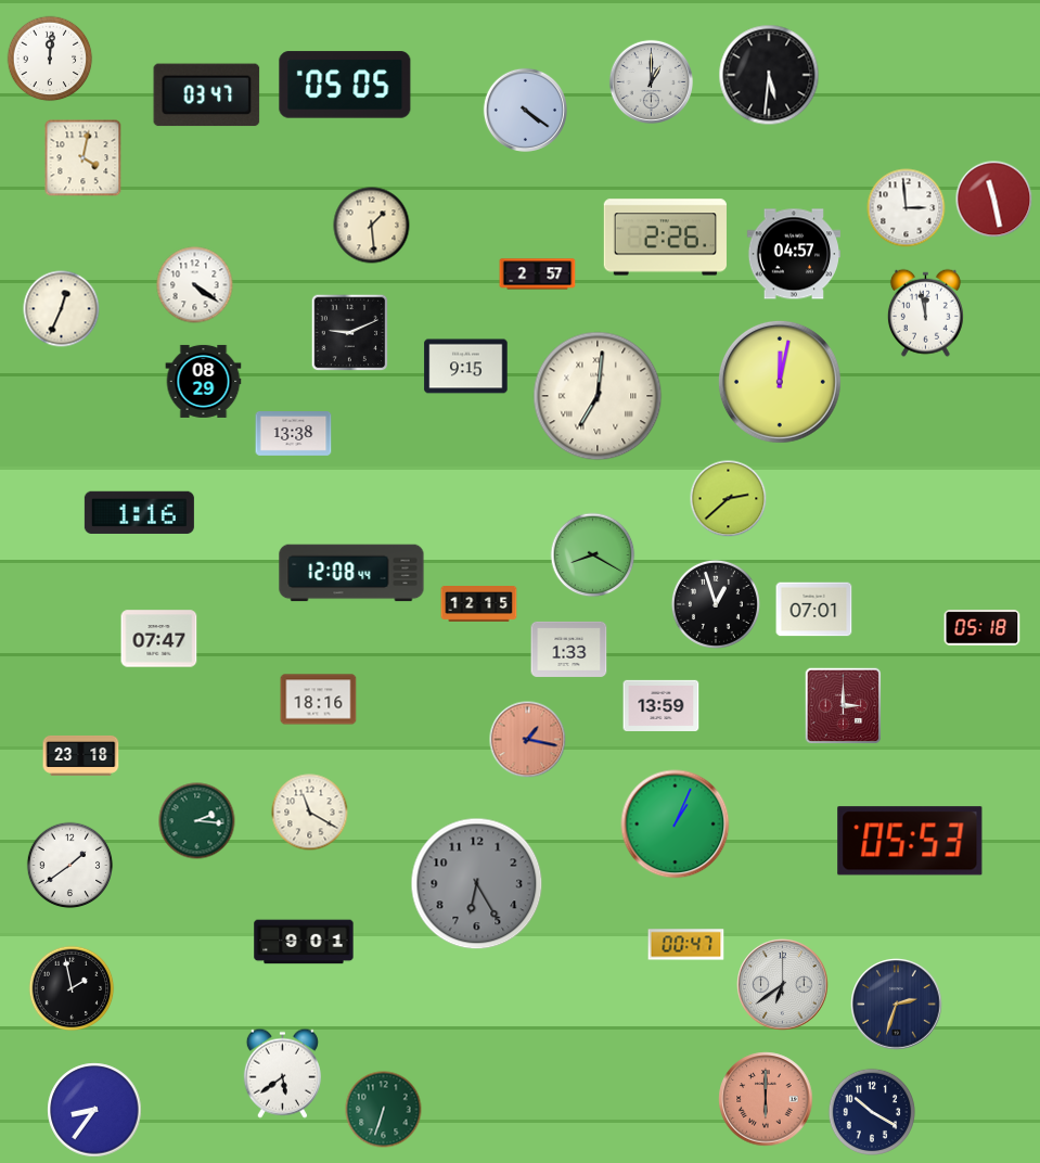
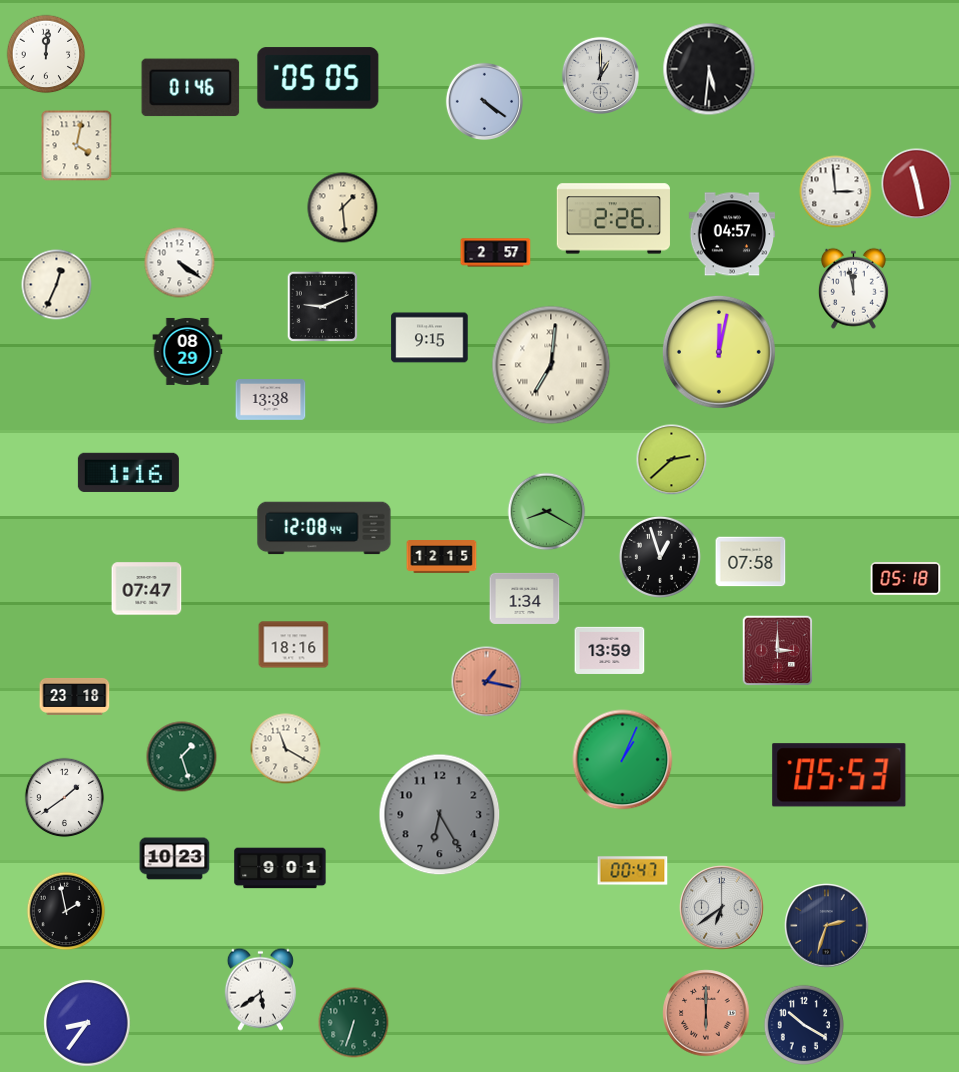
clock at (207, 95): 03:47 -> 01:46
clock at (814, 610): 07:01 -> 07:58
clock at (569, 649): 1:33 -> 1:34
clock at (197, 821): 2:16 -> 1:27
clock at (175, 859): none -> 10:23
